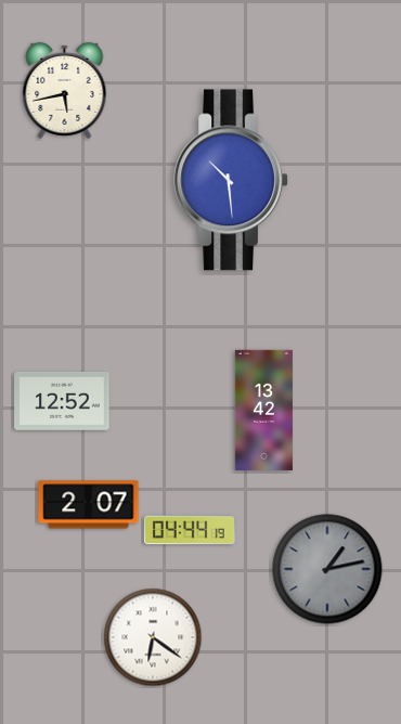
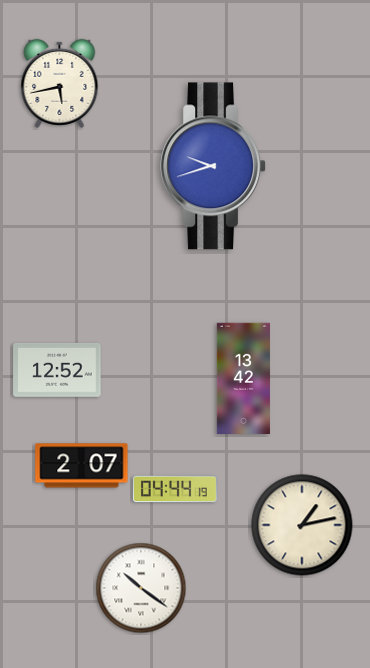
clock at (231, 180): 10:29 -> 9:42
clock at (327, 569) dial: grey -> cream
clock at (153, 637): 6:21 -> 10:21
